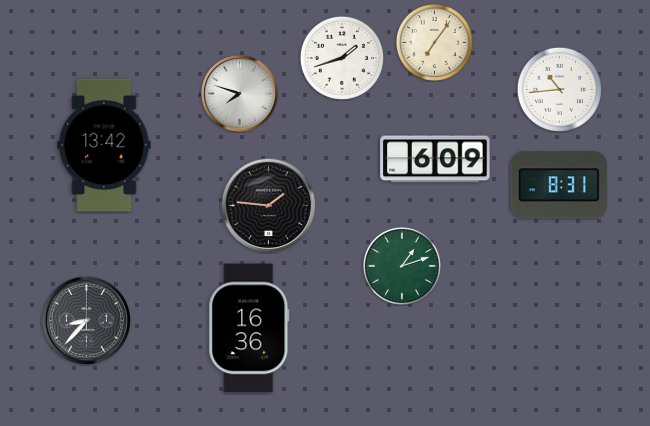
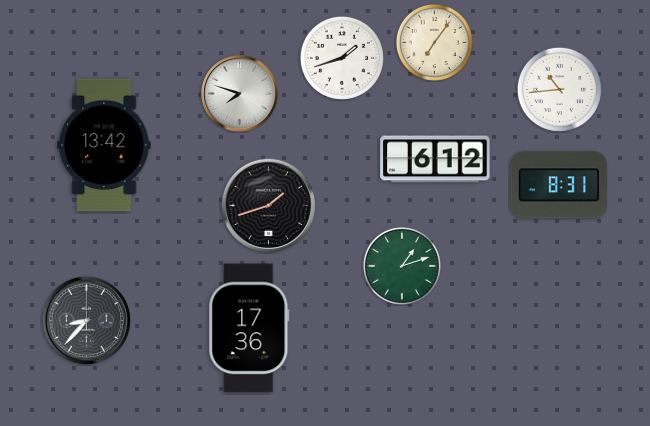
clock at (435, 159): 6:09 -> 6:12
clock at (268, 205): 1:46 -> 1:42
clock at (249, 328): 16:36 -> 17:36
